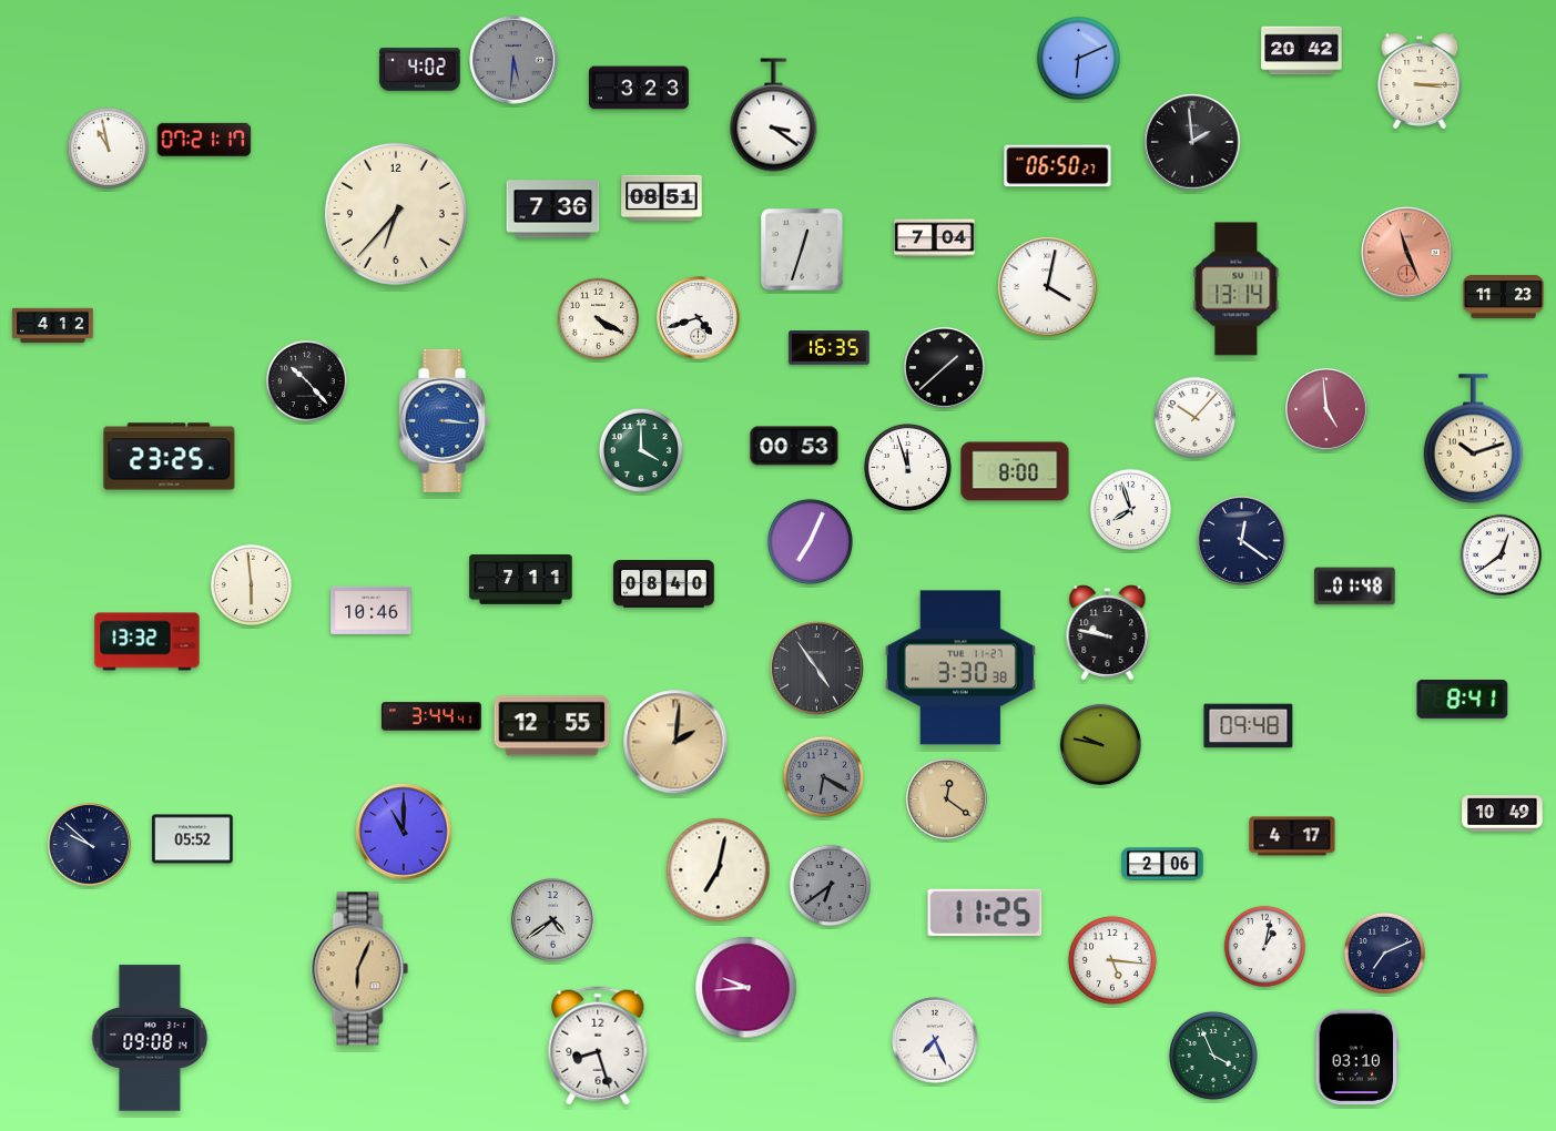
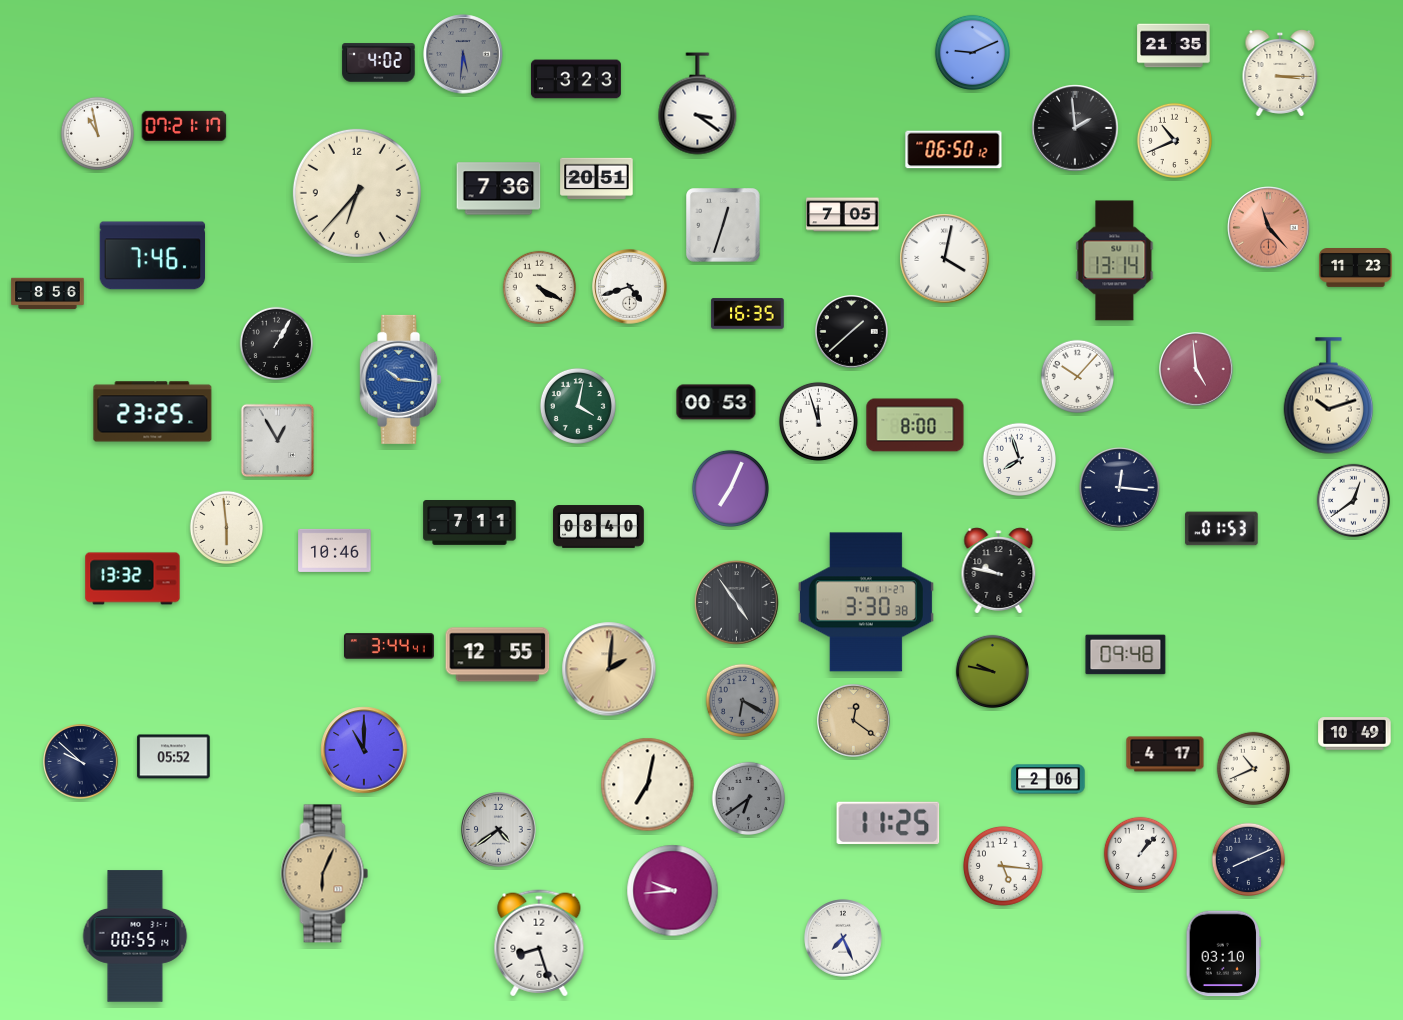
clock at (1302, 51): 20:42 -> 21:35
clock at (1078, 58): 6:11 -> 9:11
clock at (1174, 140): none -> 10:41
clock at (1058, 166): 06:50:27 -> 06:50:12
clock at (662, 198): 08:51 -> 20:51
clock at (935, 238): 7:04 -> 7:05
clock at (1407, 253): 11:26 -> 11:23
clock at (153, 256): none -> 7:46
clock at (53, 326): 4:12 -> 8:56
clock at (306, 380): 10:23 -> 1:05
clock at (445, 420): 3:16 -> 10:16
clock at (641, 450): 4:00 -> 4:02
clock at (278, 441): none -> 12:55
clock at (1242, 541): 12:21 -> 12:16
clock at (1355, 587): 01:48 -> 01:53
clock at (1463, 699): 8:41 -> none
clock at (1253, 768): none -> 10:41
clock at (1264, 946): 1:02 -> 1:07
clock at (1384, 952): 7:11 -> 8:11
clock at (150, 1038): 09:08 -> 00:55
clock at (1213, 1056): 3:56 -> none
